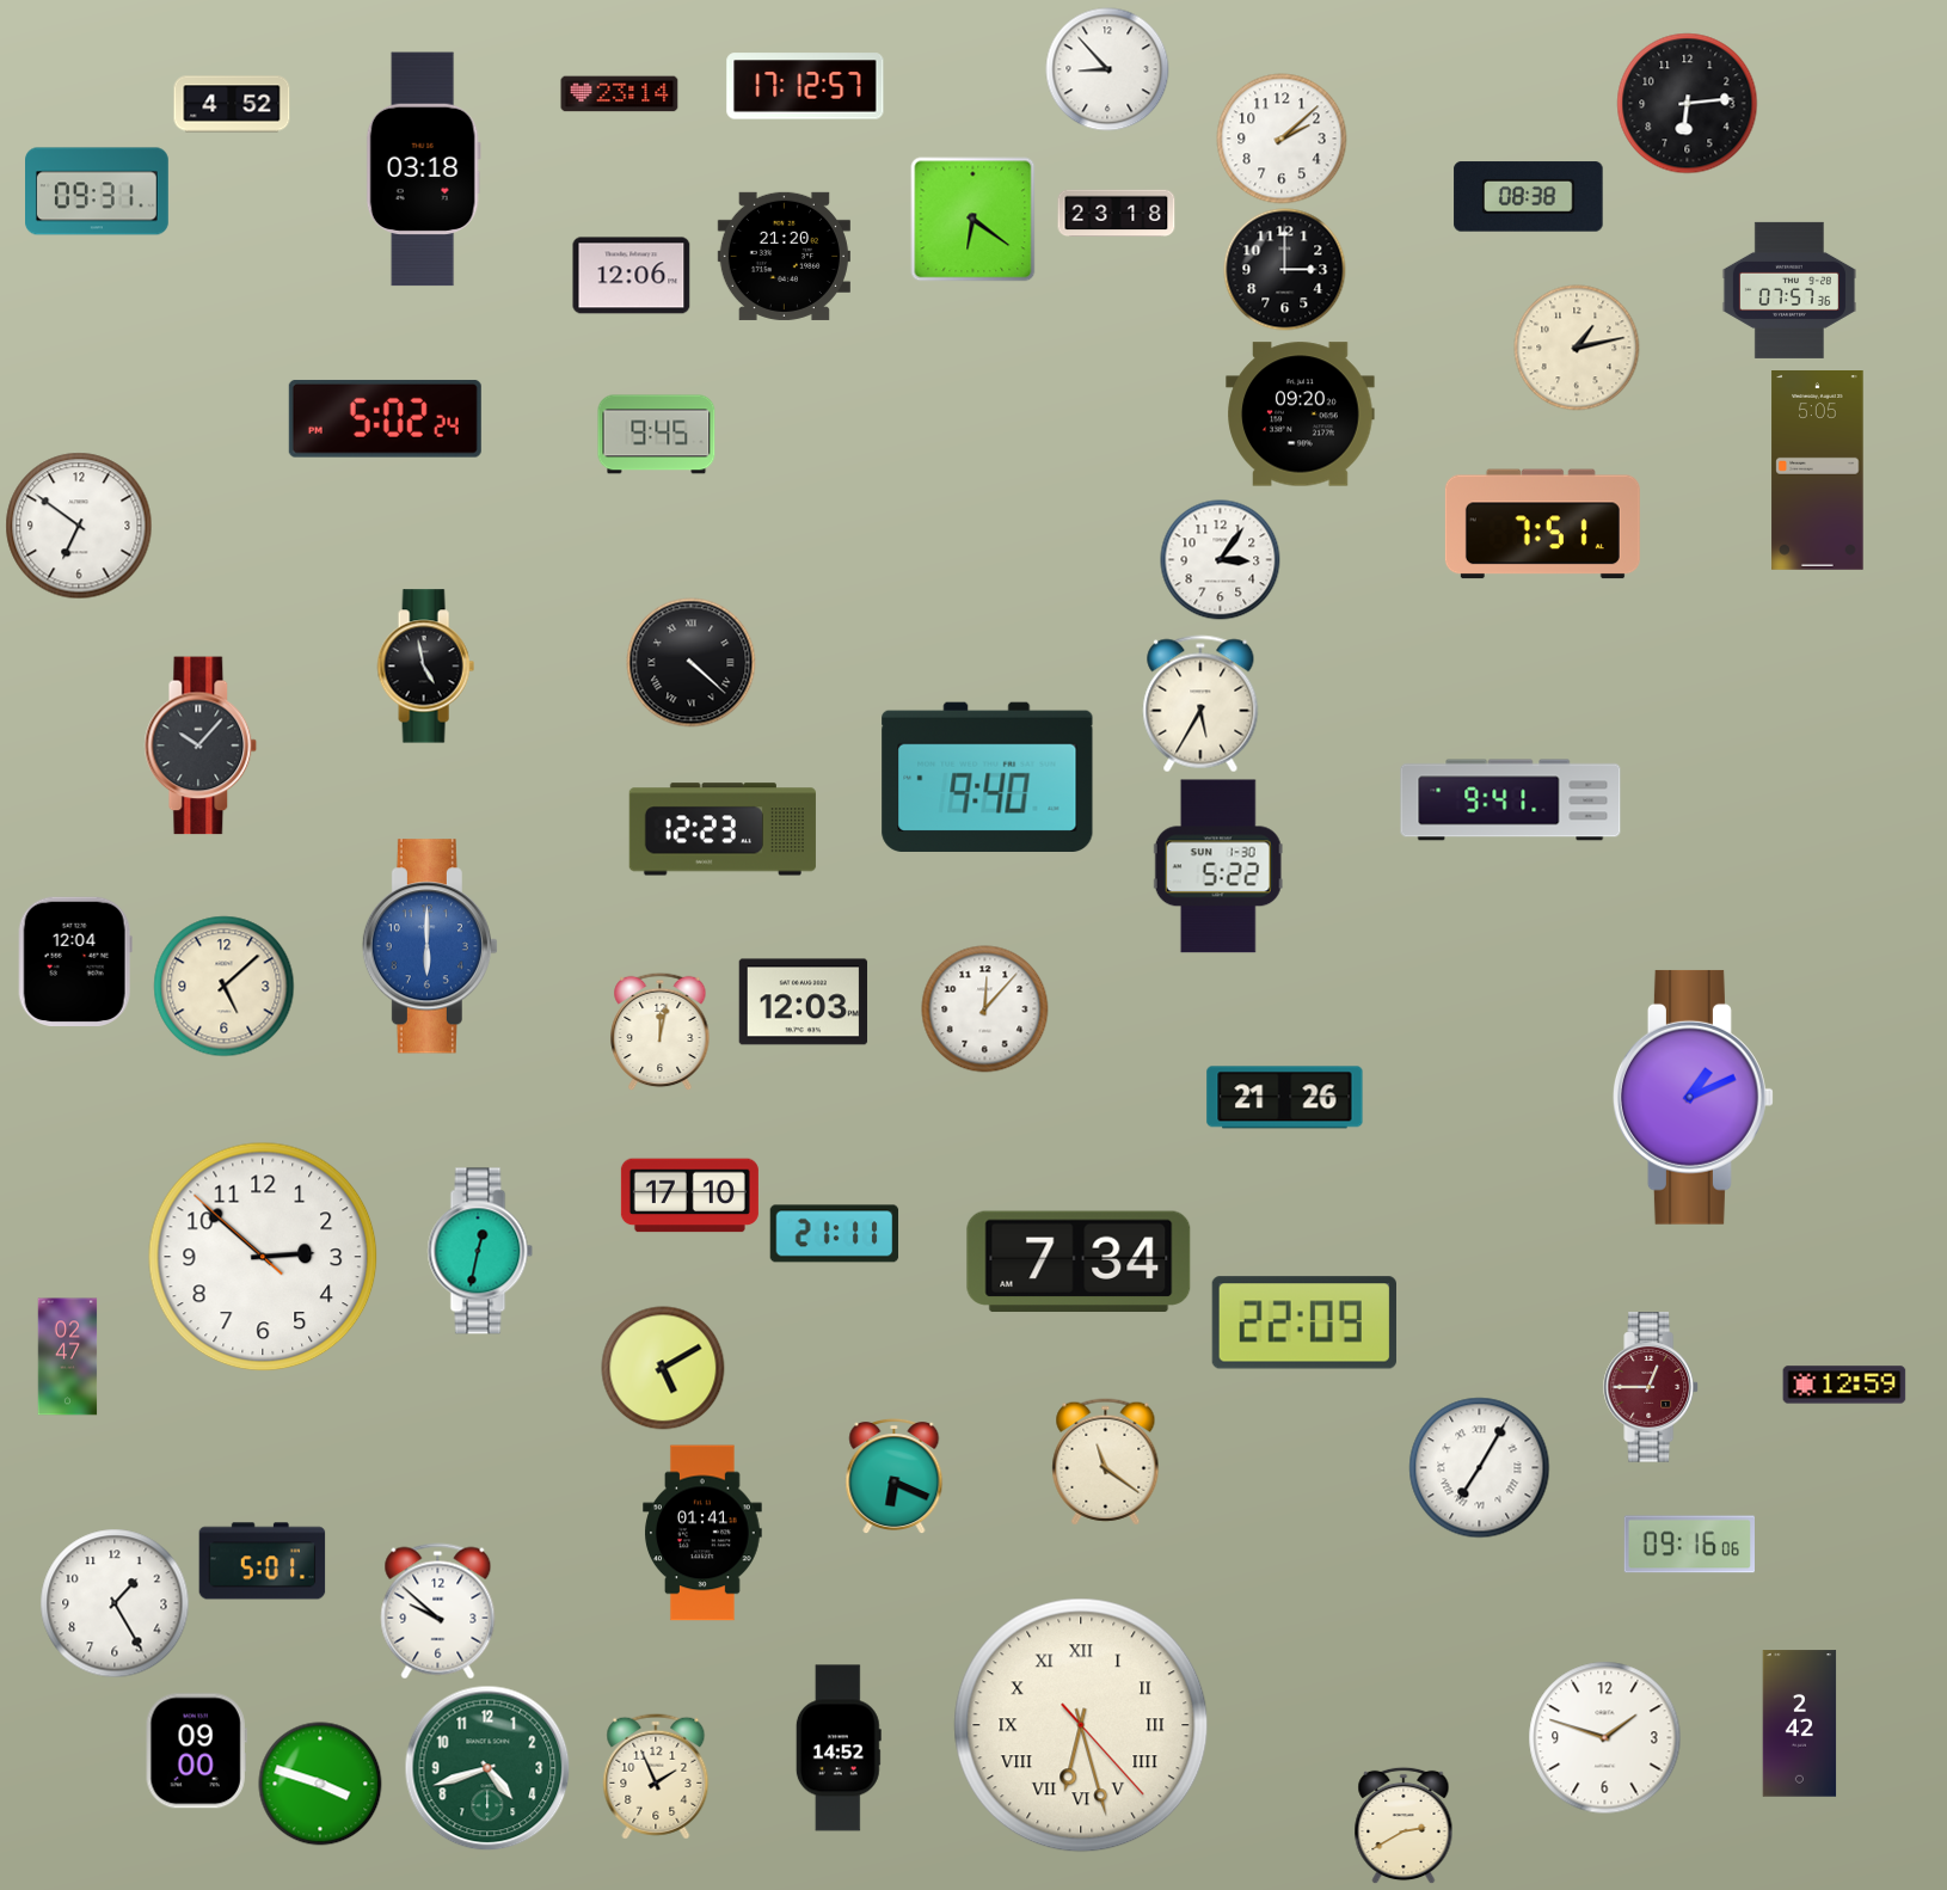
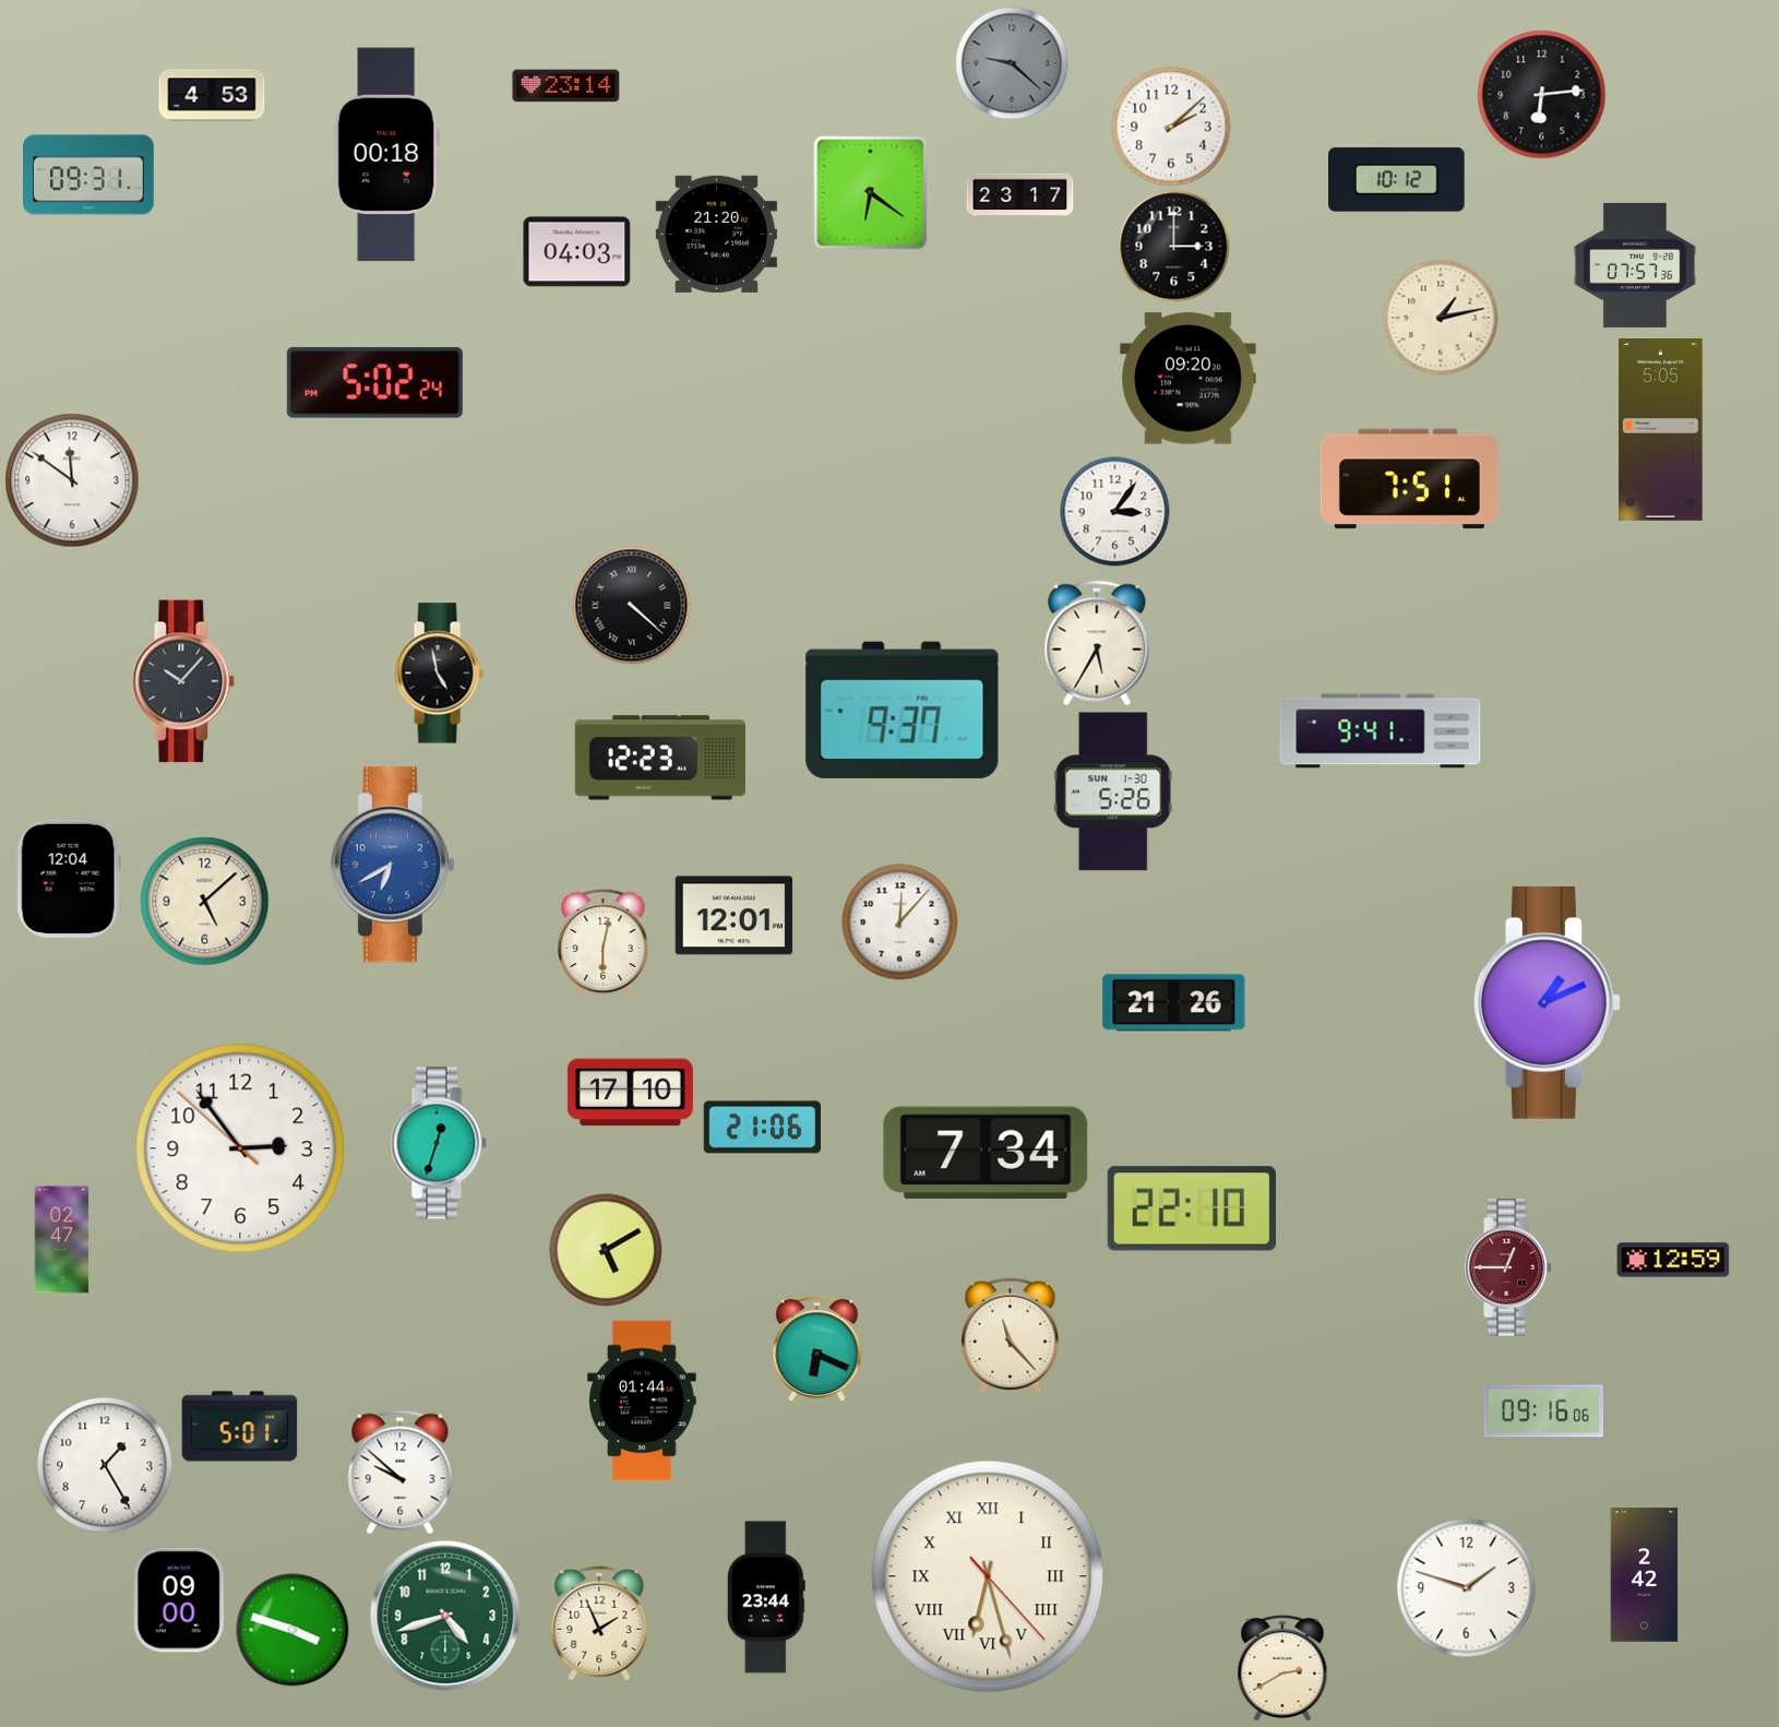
clock at (1107, 69): 8:53 -> 9:22
clock at (1107, 69) dial: white -> grey
clock at (805, 86): 17:12 -> none
clock at (232, 104): 4:52 -> 4:53
clock at (423, 170): 03:18 -> 00:18
clock at (1529, 197): 08:38 -> 10:12
clock at (1117, 214): 23:18 -> 23:17
clock at (973, 220) position: (973, 220) -> (871, 193)
clock at (632, 276): 12:06 -> 04:03
clock at (385, 418) position: (385, 418) -> (374, 382)
clock at (657, 435): 9:45 -> none
clock at (79, 526): 6:51 -> 11:51
clock at (425, 667) position: (425, 667) -> (439, 674)
clock at (988, 777): 9:40 -> 9:37
clock at (1218, 866): 5:22 -> 5:26
clock at (430, 946): 6:00 -> 6:40
clock at (804, 1002): 12:03 -> 12:01
clock at (661, 1031): 12:02 -> 6:02
clock at (835, 1234): 21:11 -> 21:06
clock at (480, 1251): 12:32 -> 12:33
clock at (263, 1257): 2:51 -> 2:53
clock at (1304, 1323): 22:09 -> 22:10
clock at (1844, 1385) position: (1844, 1385) -> (1673, 1260)
clock at (1106, 1462): 11:21 -> 11:23
clock at (1480, 1468): 7:05 -> none
clock at (704, 1533): 01:41 -> 01:44
clock at (839, 1748): 14:52 -> 23:44
